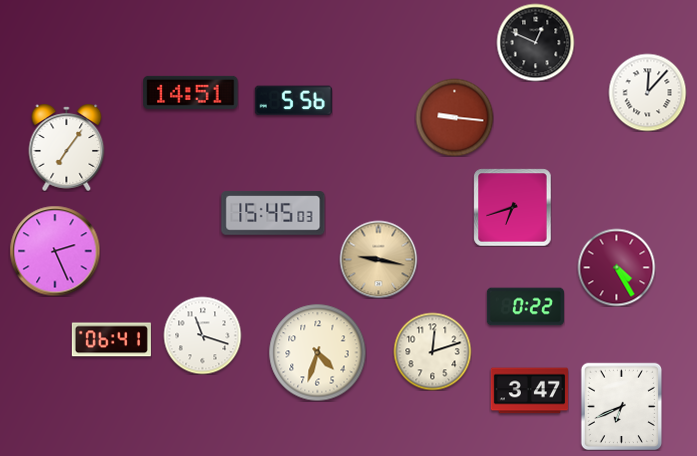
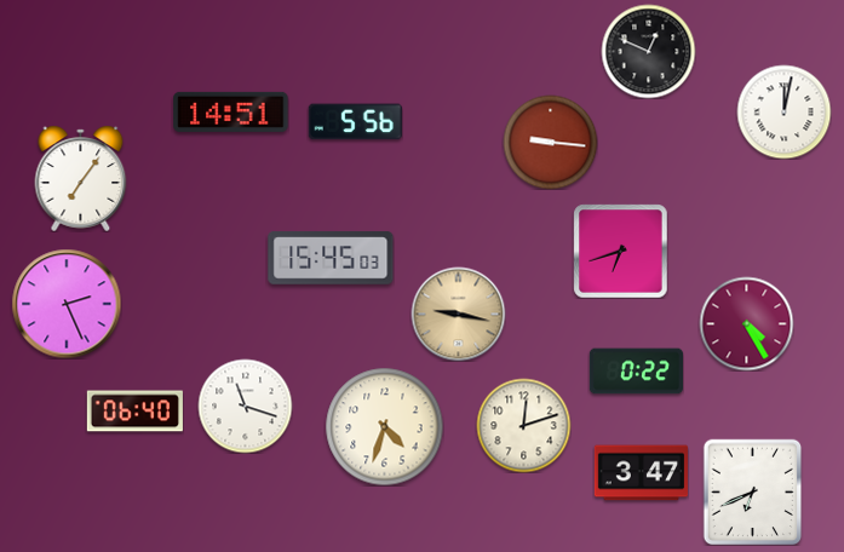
clock at (647, 92): 12:07 -> 12:02
clock at (111, 340): 06:41 -> 06:40
